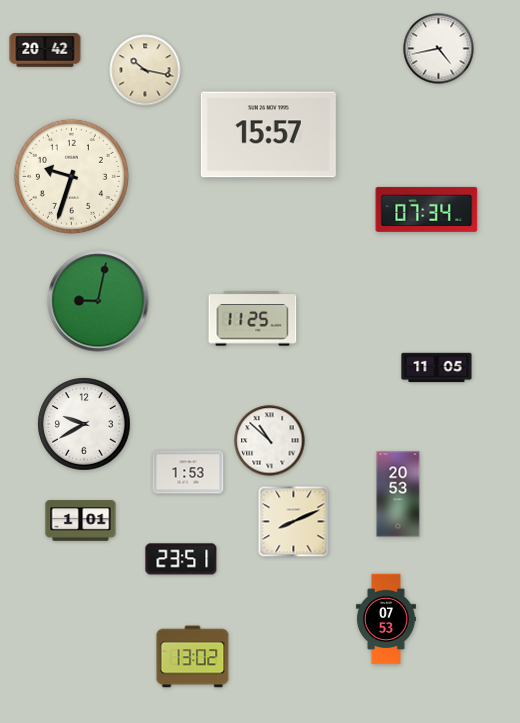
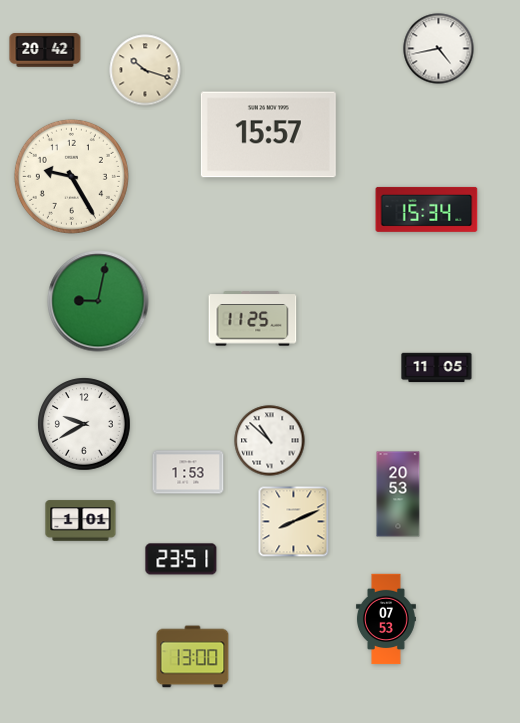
clock at (145, 70): 10:17 -> 10:18
clock at (71, 176): 9:33 -> 9:25
clock at (427, 209): 07:34 -> 15:34
clock at (193, 657): 13:02 -> 13:00
